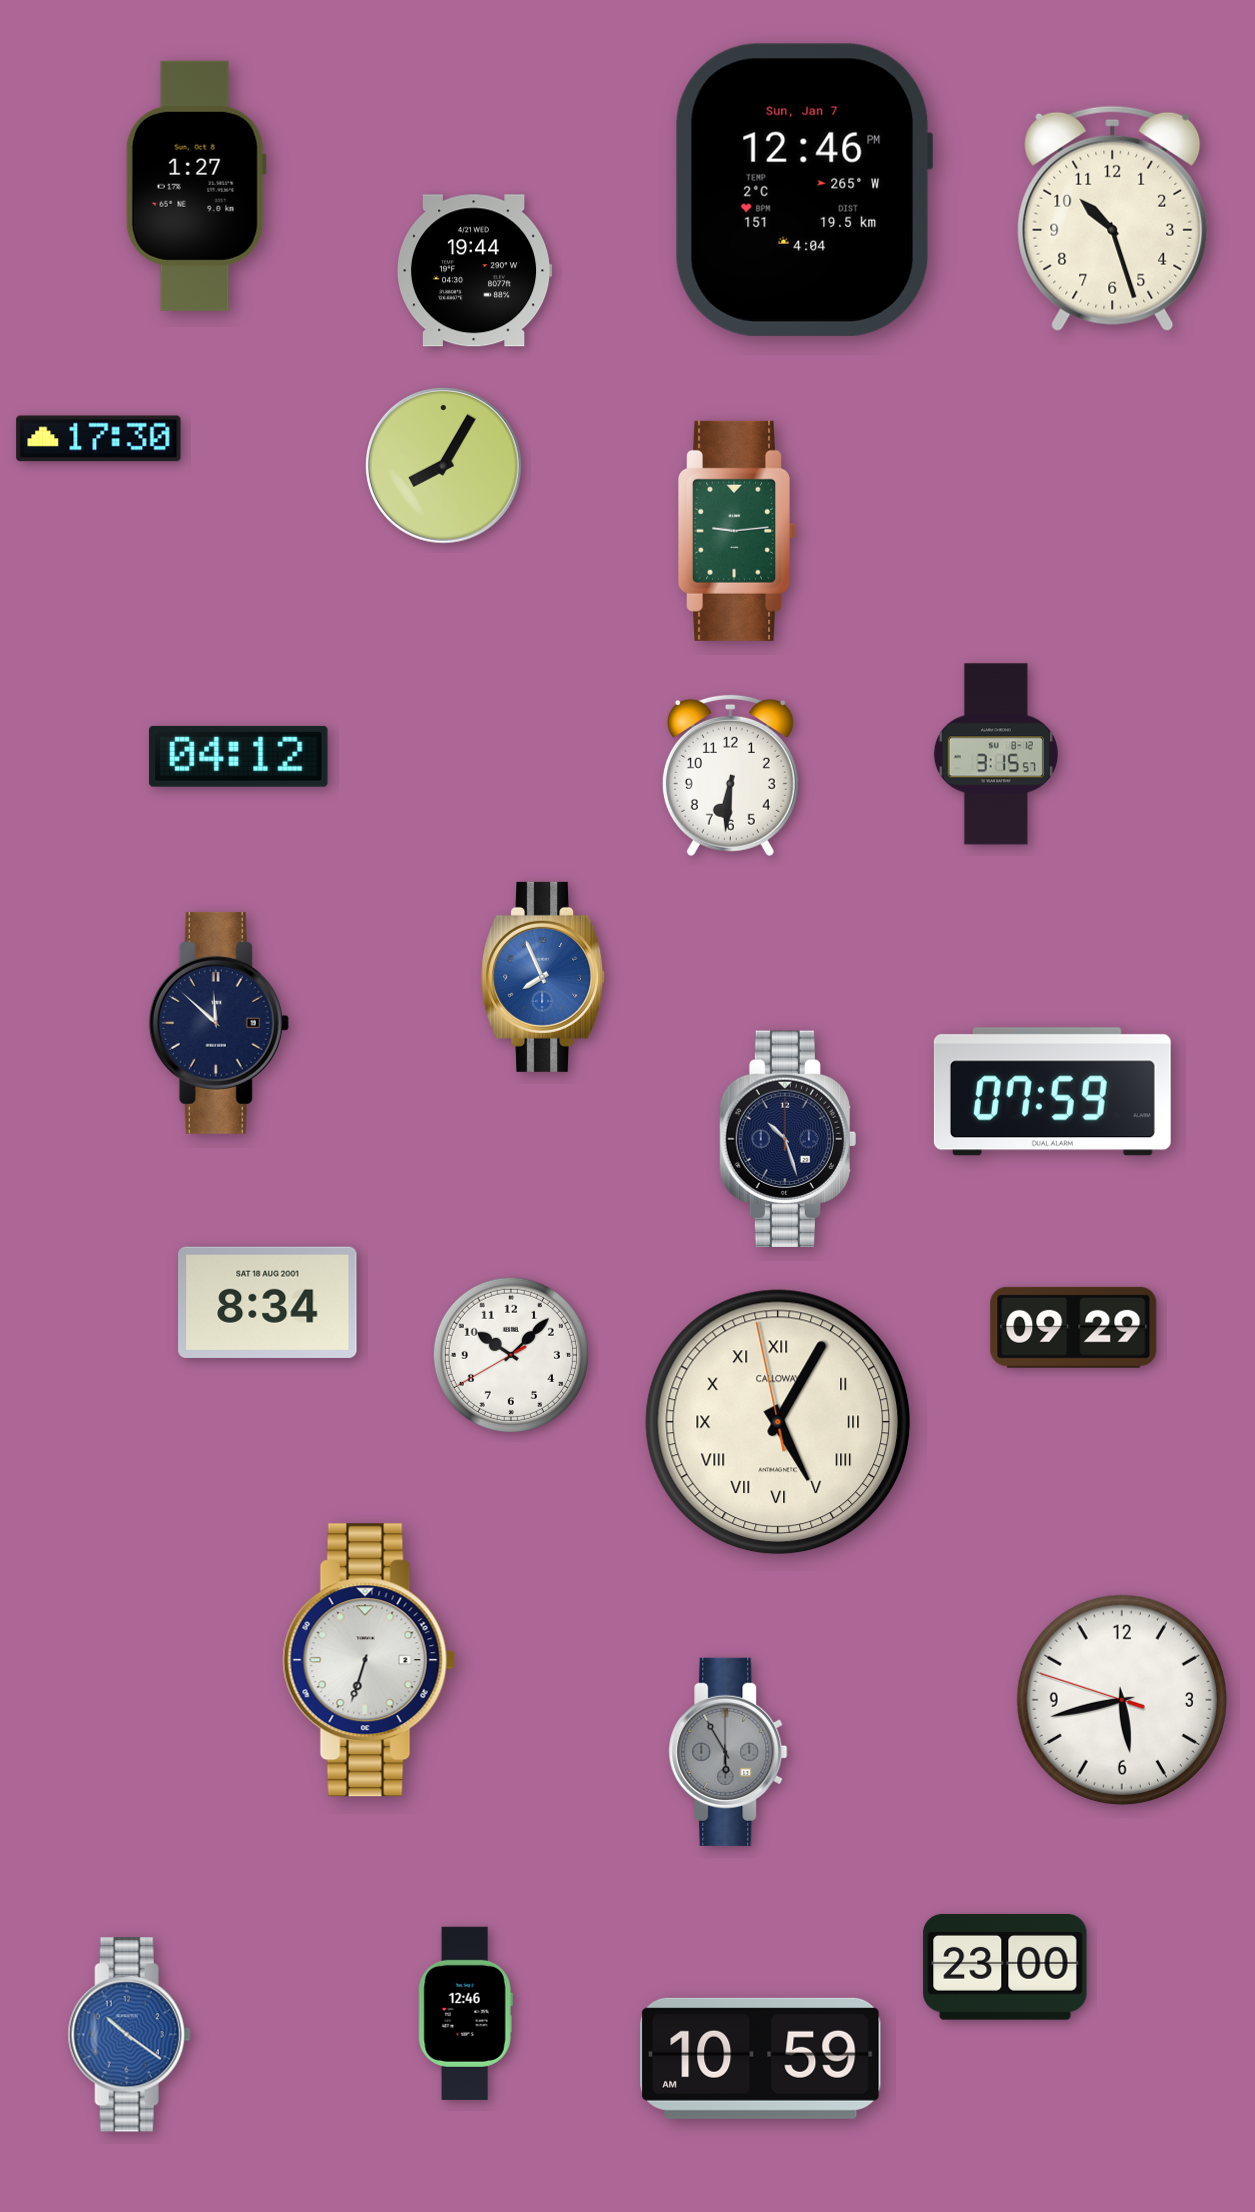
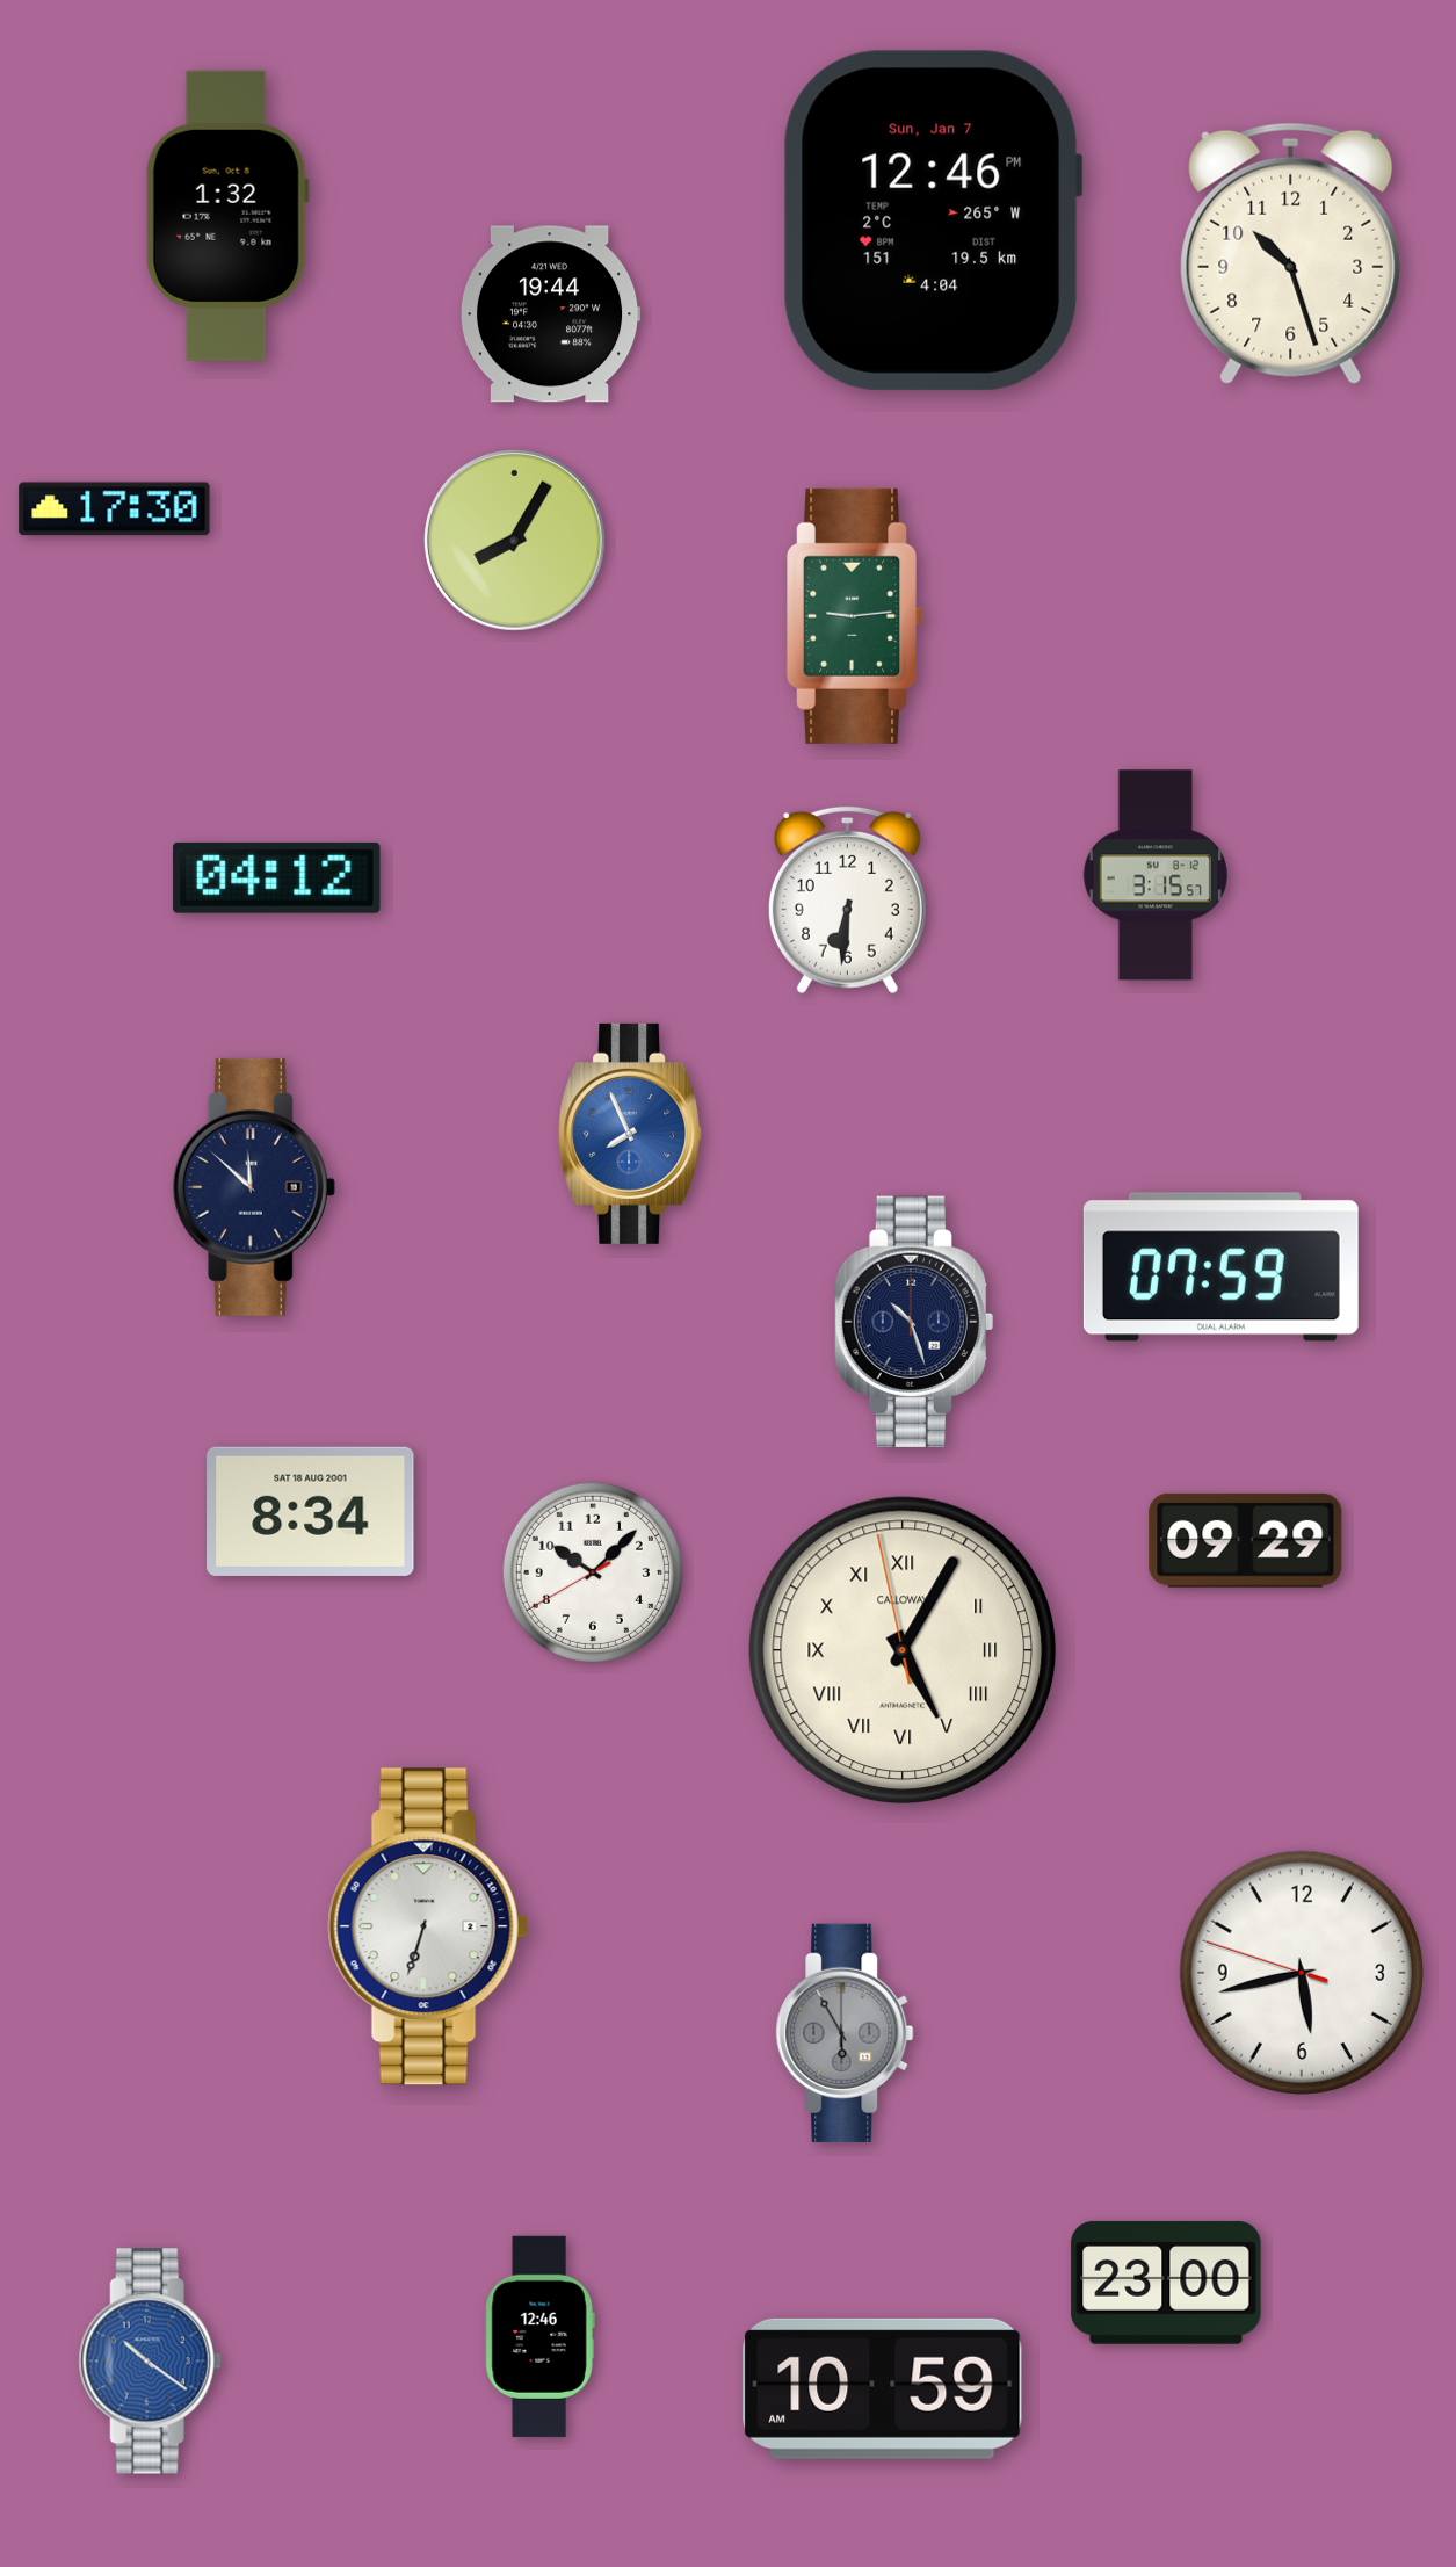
clock at (196, 186): 1:27 -> 1:32
